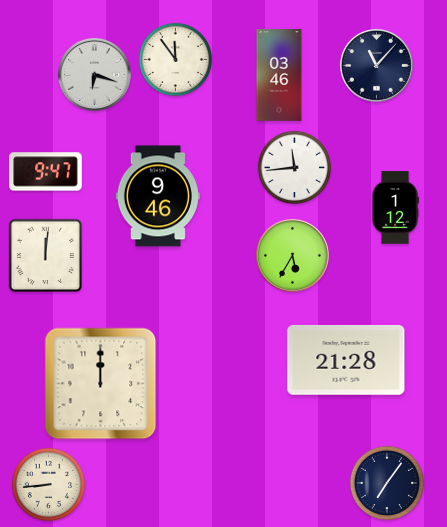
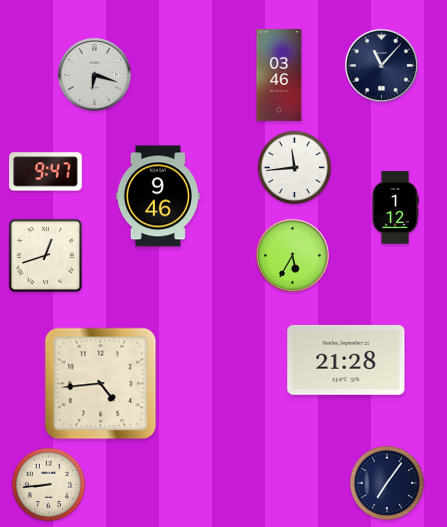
clock at (176, 60): 11:54 -> none
clock at (376, 65) position: (376, 65) -> (381, 65)
clock at (46, 256): 12:01 -> 12:42
clock at (101, 384): 12:00 -> 4:44
